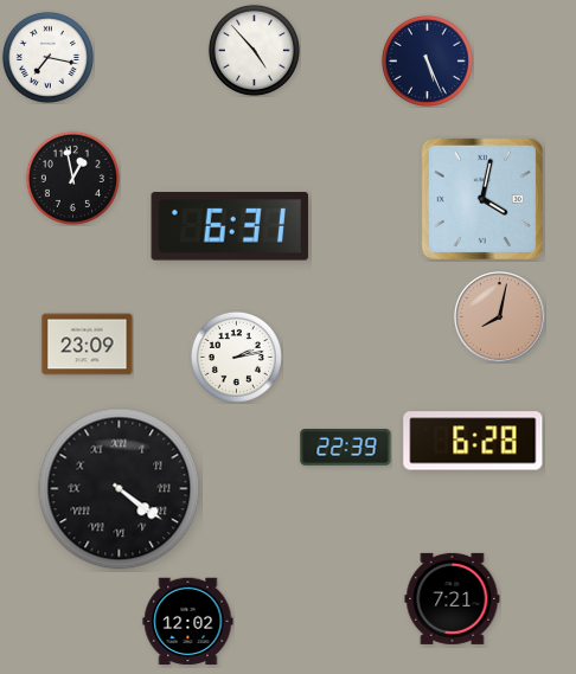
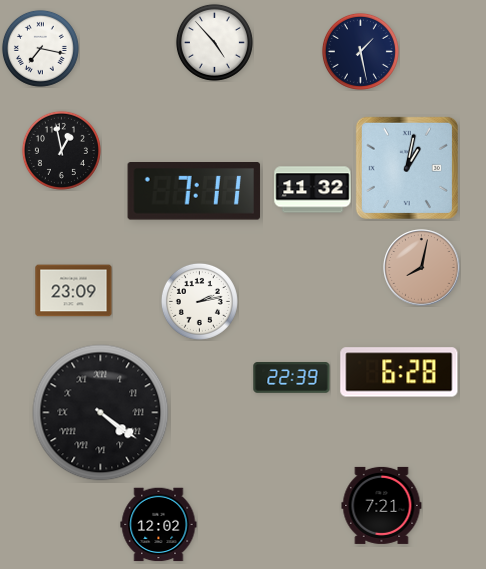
clock at (427, 60): 5:26 -> 1:28
clock at (482, 199): 4:02 -> 1:02
clock at (313, 190): none -> 11:32
clock at (230, 227): 6:31 -> 7:11
